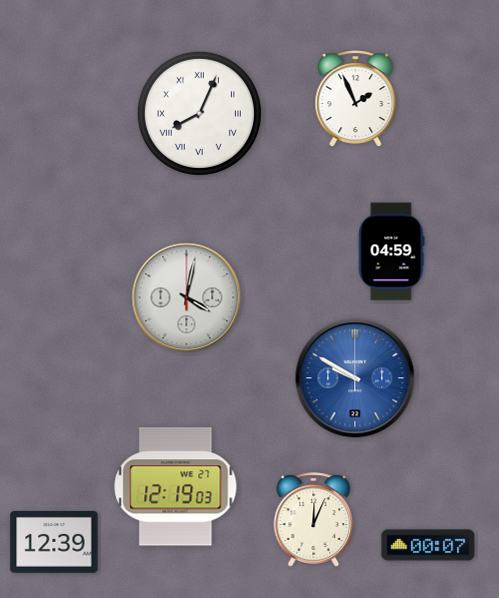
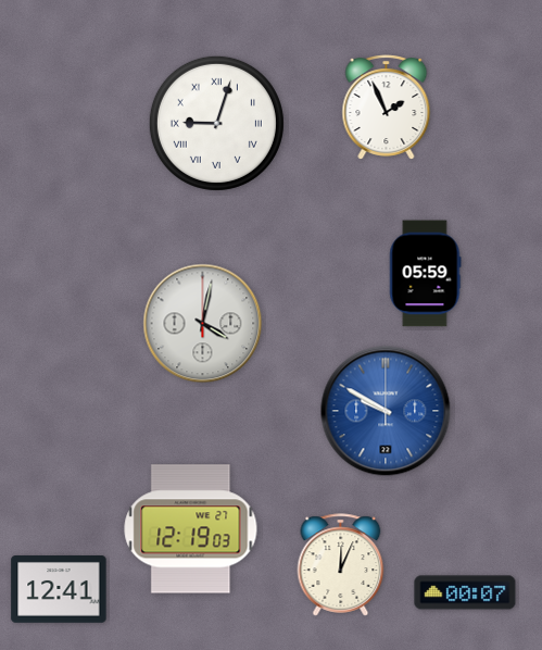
clock at (199, 113): 8:04 -> 9:03
clock at (391, 252): 04:59 -> 05:59
clock at (54, 543): 12:39 -> 12:41
